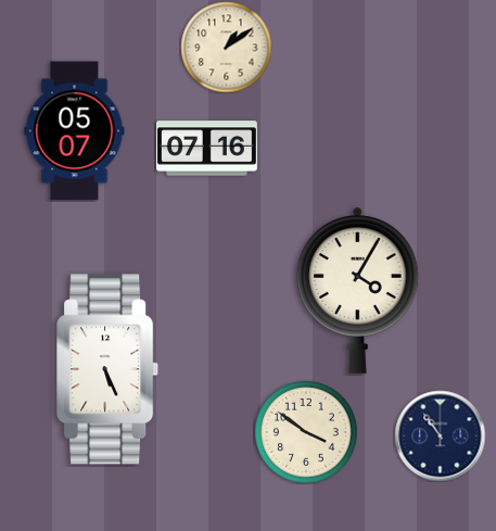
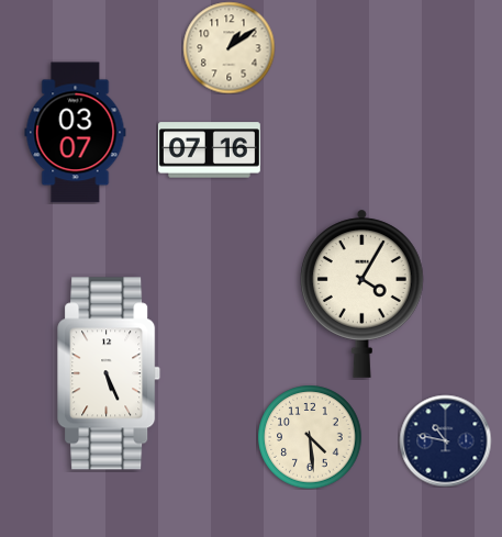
clock at (75, 131): 05:07 -> 03:07
clock at (306, 432): 3:51 -> 4:29
clock at (440, 435): 10:54 -> 10:47
